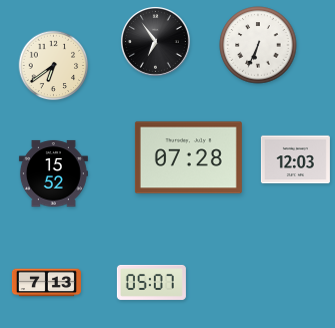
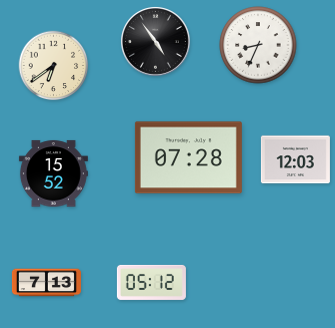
clock at (156, 42): 6:54 -> 4:54
clock at (258, 45): 6:34 -> 8:34
clock at (151, 282): 05:07 -> 05:12
